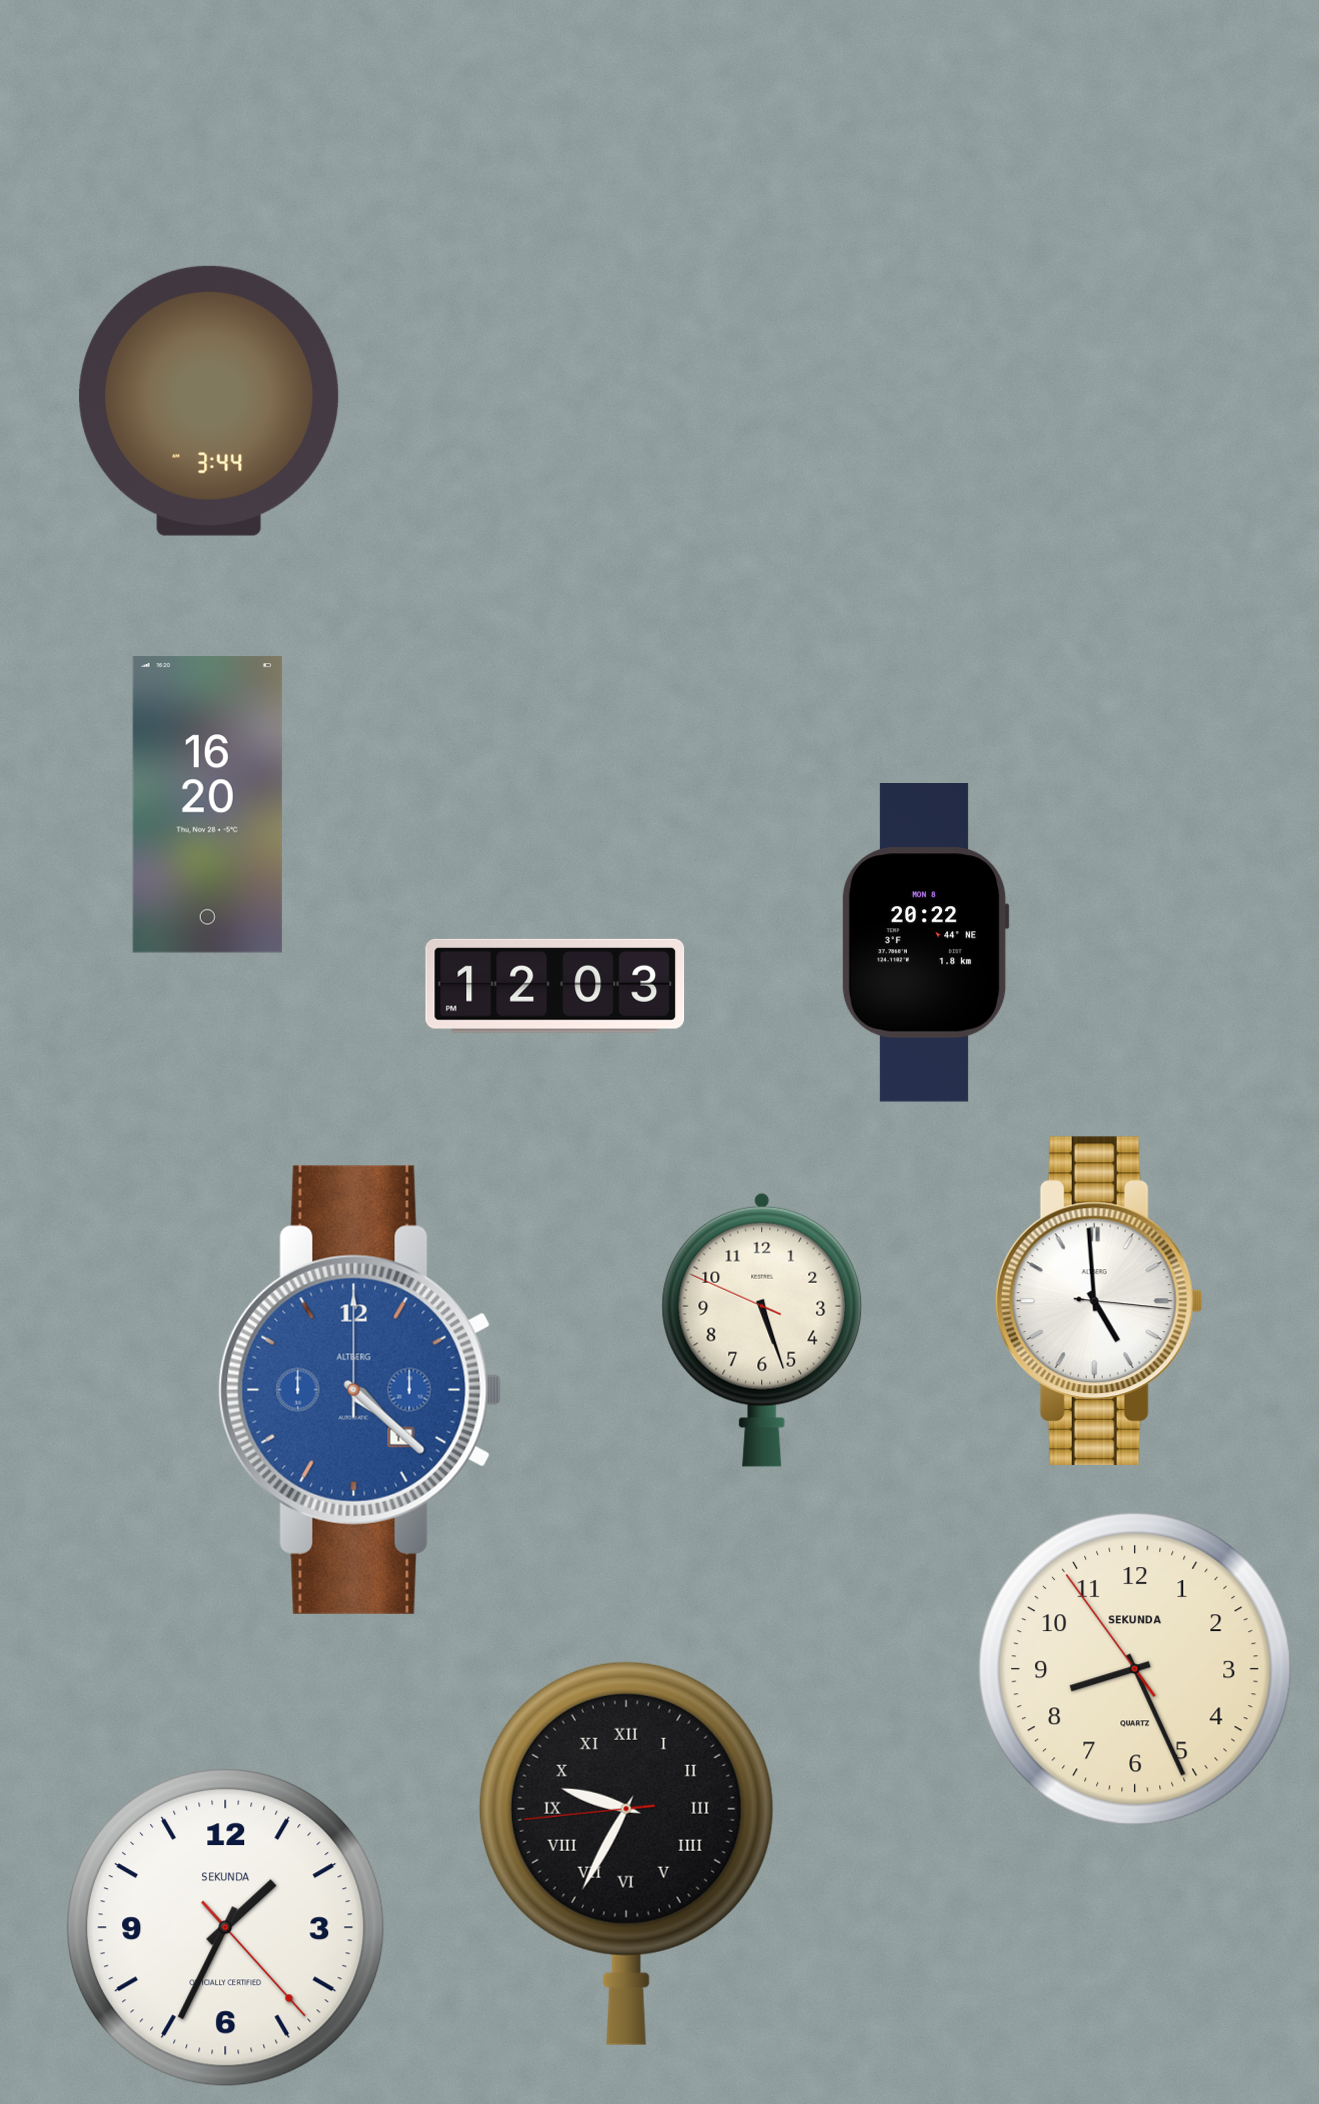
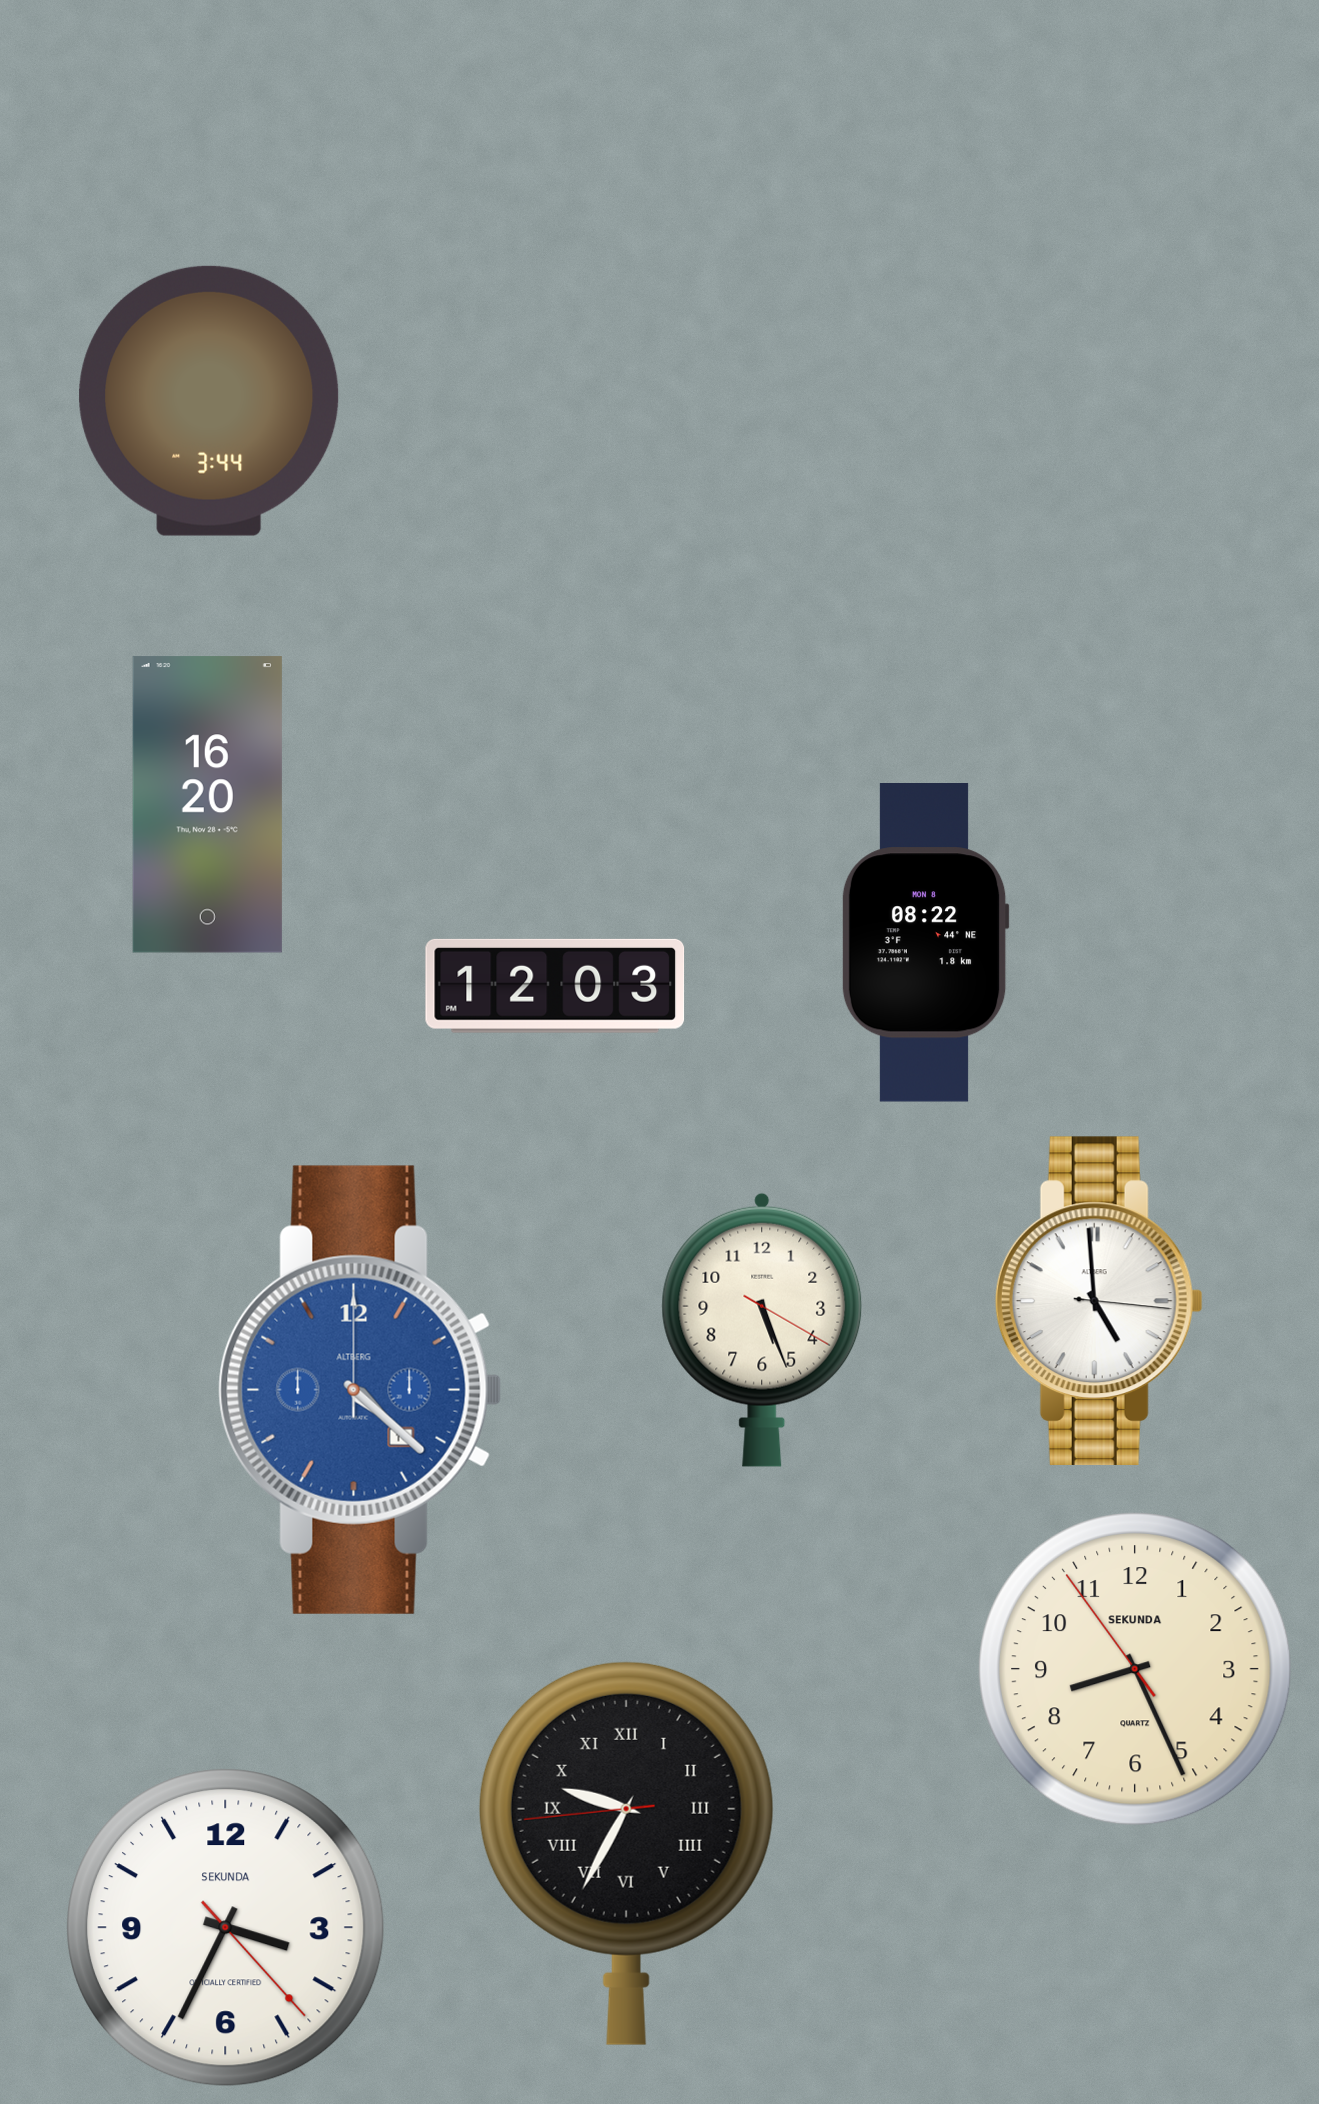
clock at (925, 943): 20:22 -> 08:22
clock at (762, 1330): 5:26:49 -> 5:26:20
clock at (226, 1928): 1:34 -> 3:34
